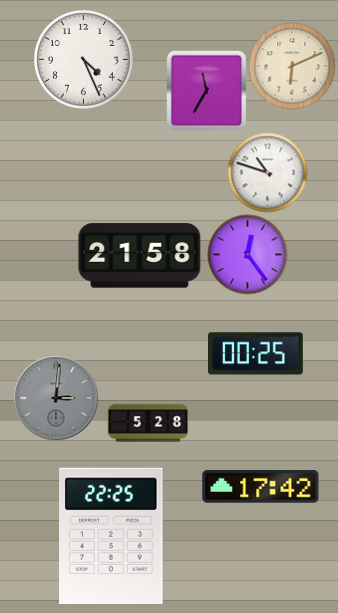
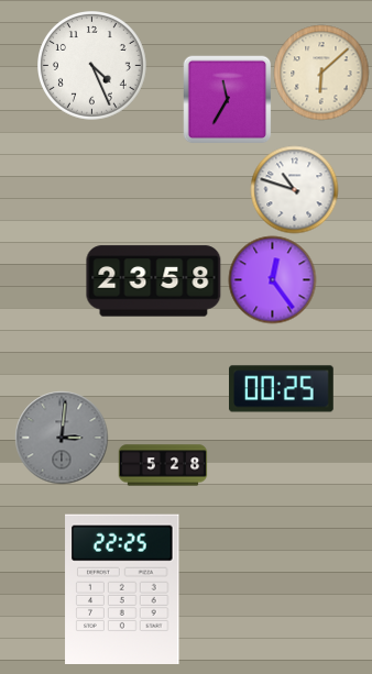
clock at (292, 66): 6:11 -> 6:08
clock at (140, 256): 21:58 -> 23:58
clock at (261, 487): 17:42 -> none
